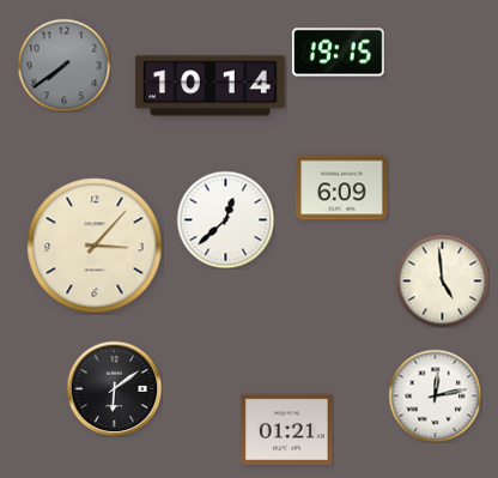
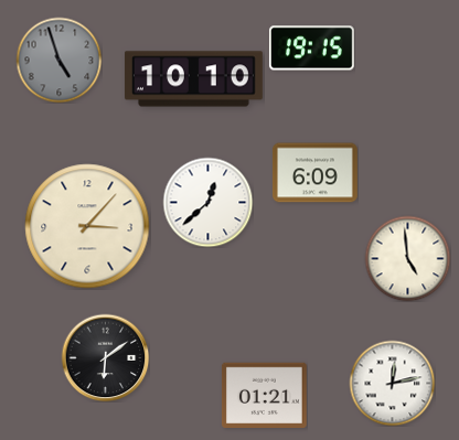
clock at (63, 65): 7:39 -> 4:57
clock at (209, 86): 10:14 -> 10:10
clock at (435, 395) position: (435, 395) -> (392, 383)
